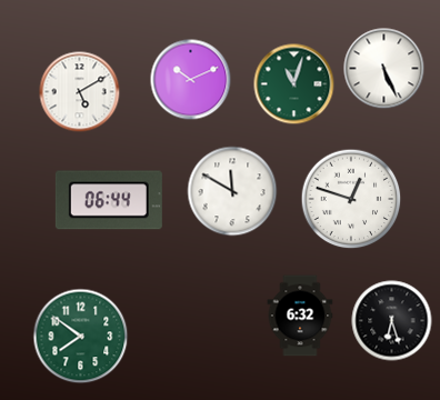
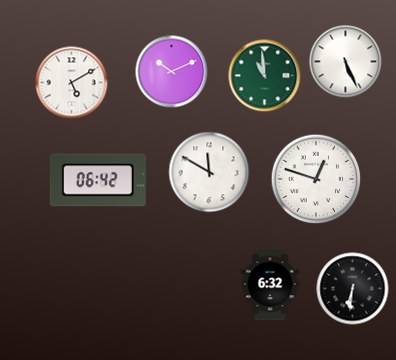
clock at (294, 84): 11:03 -> 10:59
clock at (109, 200): 06:44 -> 06:42
clock at (392, 321): 6:27 -> 6:31
clock at (81, 337): 7:51 -> none
